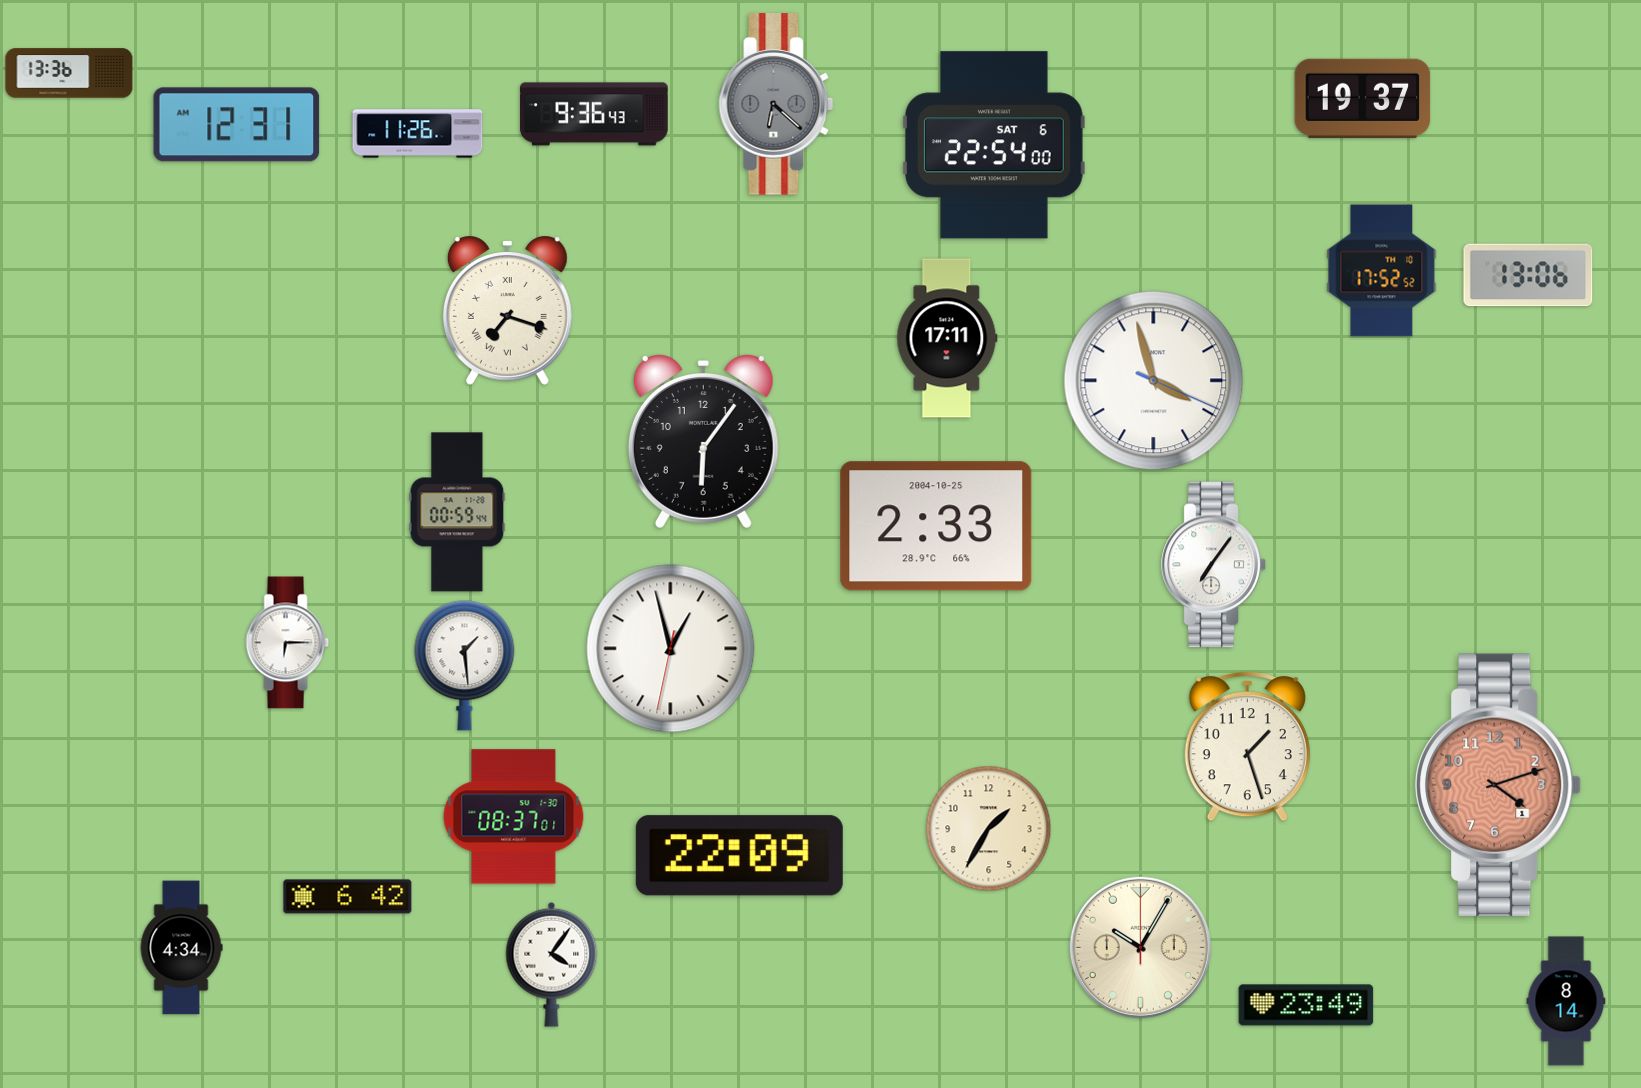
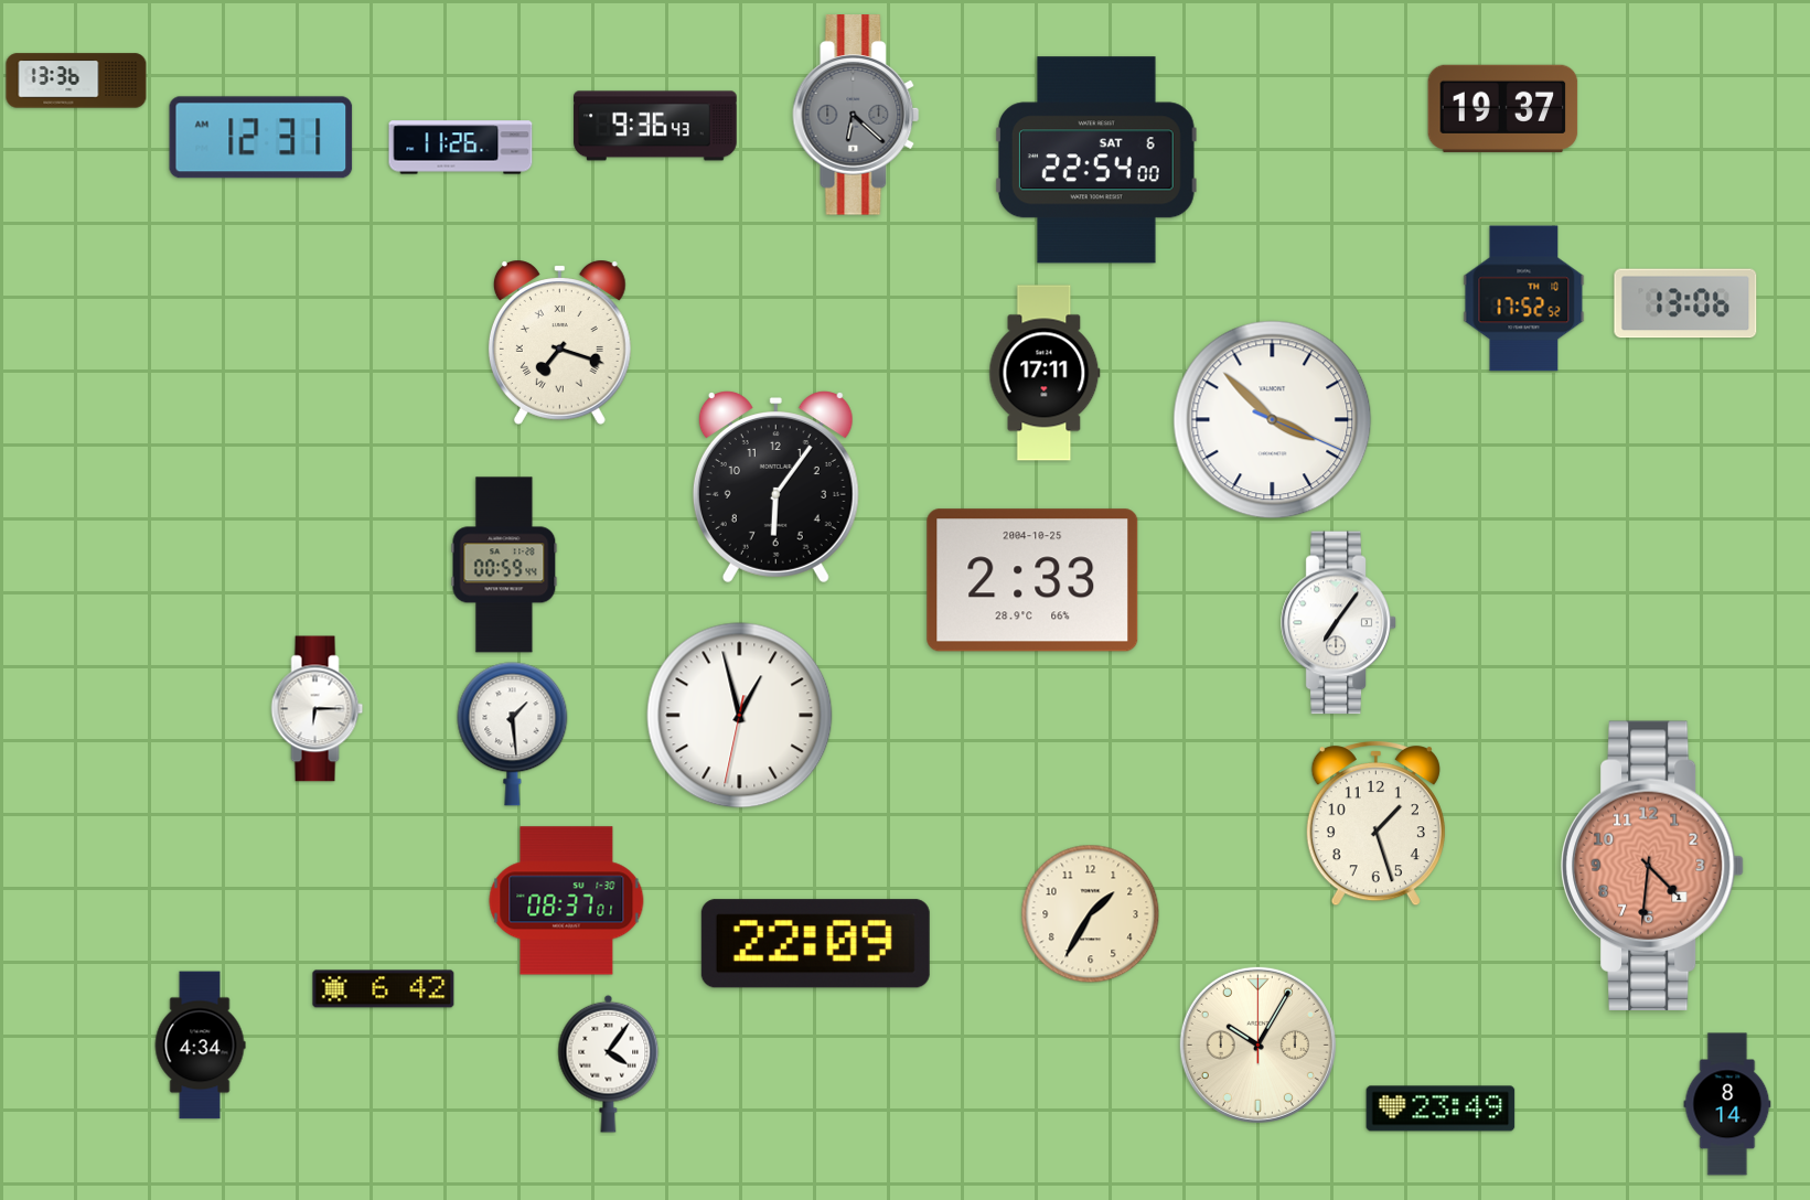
clock at (1154, 381): 3:57 -> 3:52
clock at (1498, 785): 4:12 -> 4:31
